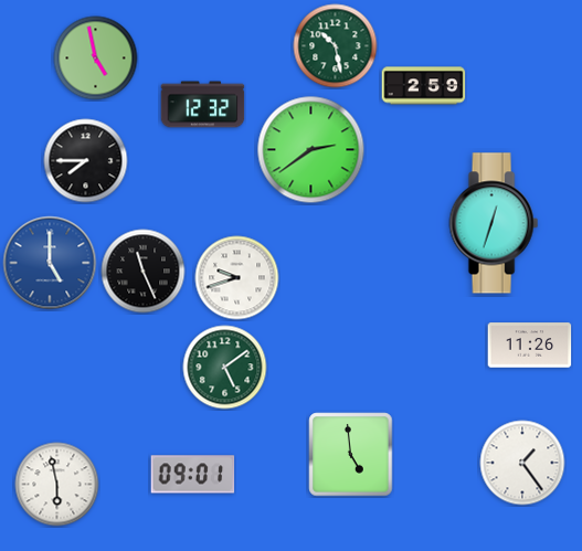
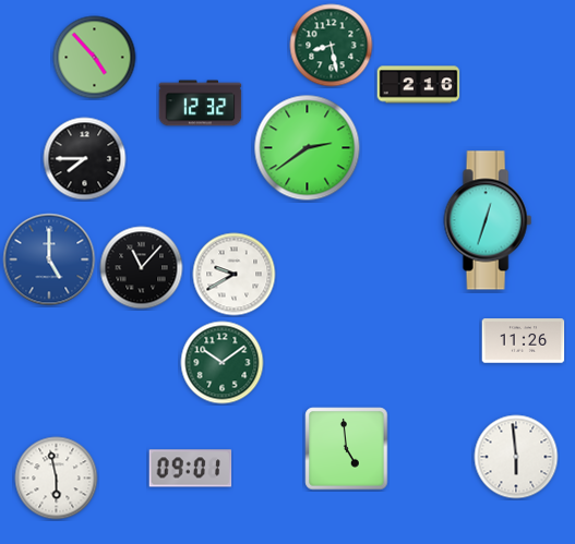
clock at (336, 46): 10:28 -> 8:28
clock at (96, 59): 4:58 -> 4:53
clock at (424, 86): 2:59 -> 2:16
clock at (144, 272): 11:26 -> 11:07
clock at (237, 278): 9:42 -> 9:40
clock at (225, 368): 5:09 -> 10:09
clock at (522, 463): 1:24 -> 5:59
